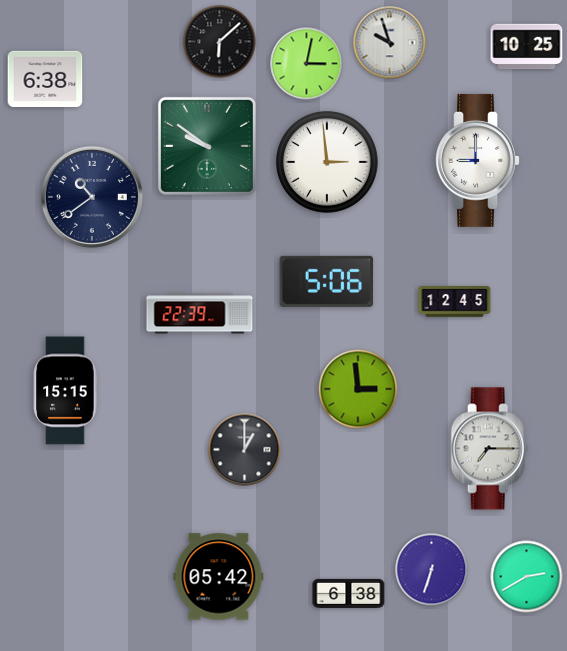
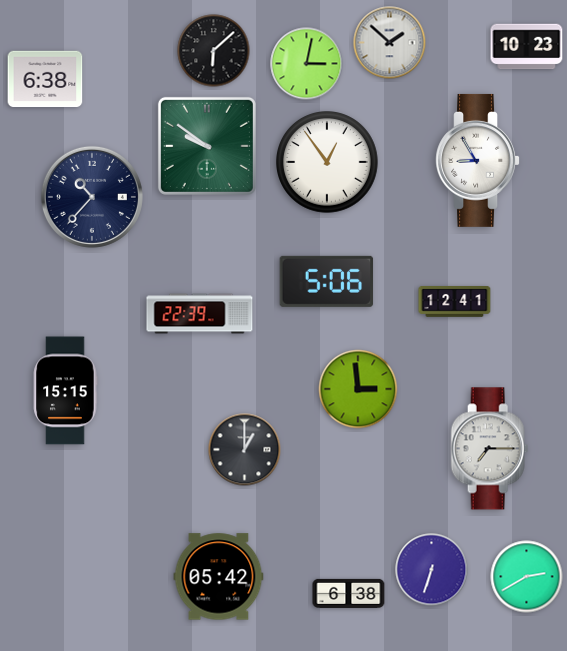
clock at (220, 42) position: (220, 42) -> (214, 51)
clock at (390, 43): 9:57 -> 1:52
clock at (527, 47): 10:25 -> 10:23
clock at (478, 160): 9:00 -> 8:55
clock at (328, 163): 2:59 -> 12:54
clock at (92, 197): 10:39 -> 10:37
clock at (455, 302): 12:45 -> 12:41
